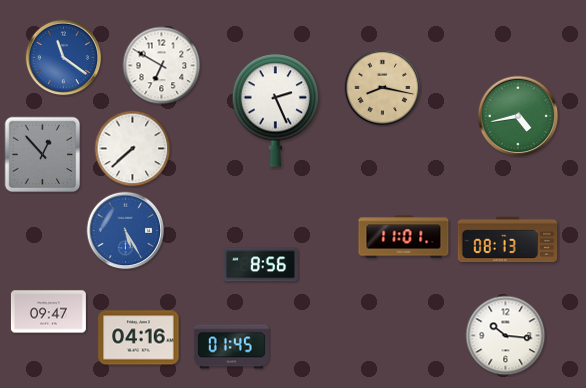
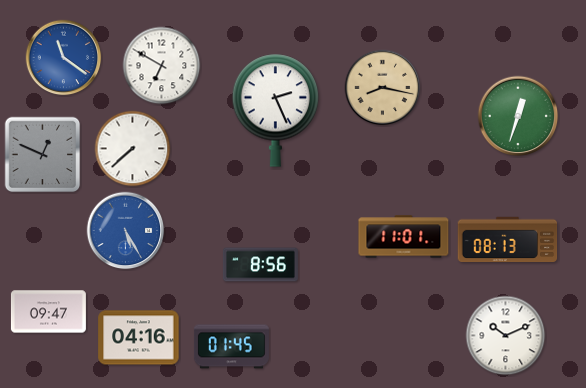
clock at (518, 116): 4:43 -> 12:33
clock at (43, 155): 12:53 -> 12:49
clock at (506, 336): 10:16 -> 10:11
